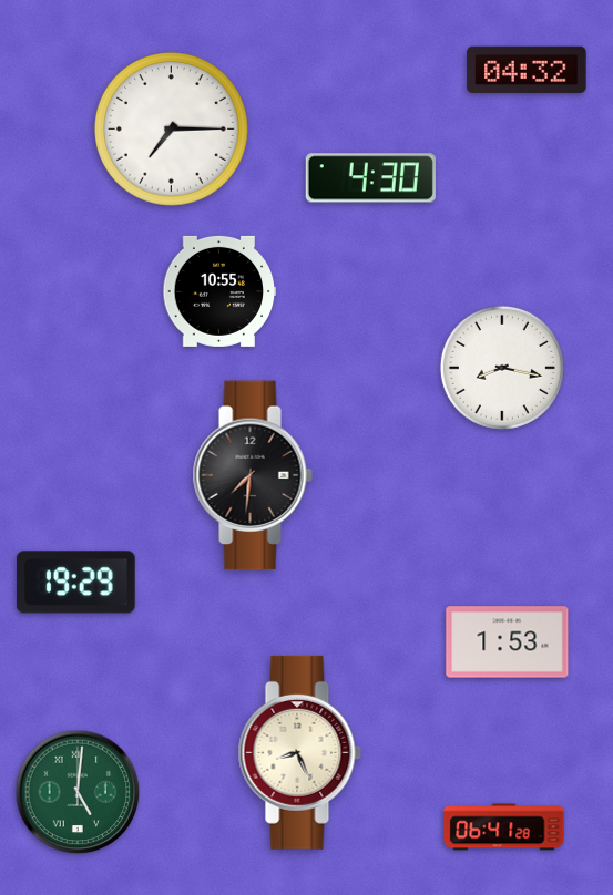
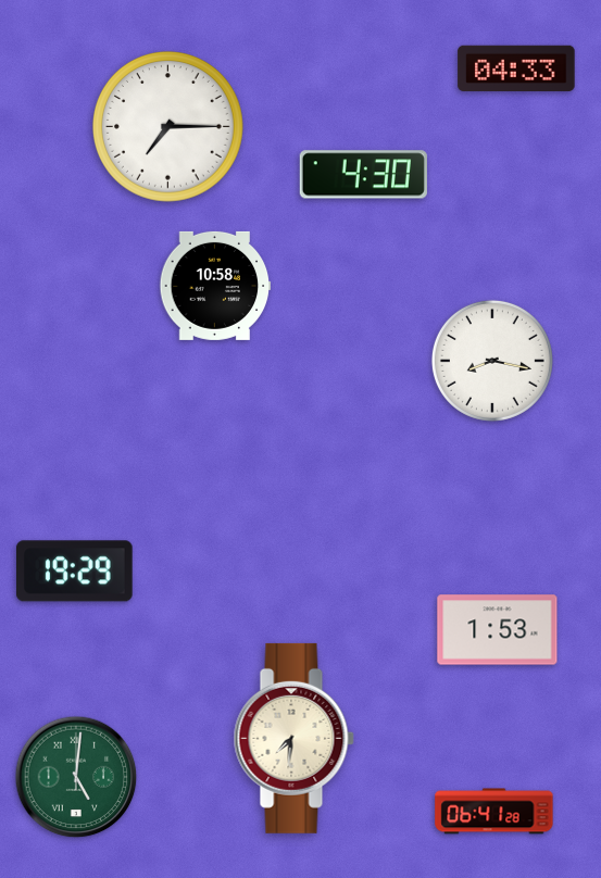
clock at (527, 69): 04:32 -> 04:33
clock at (219, 291): 10:55 -> 10:58
clock at (253, 475): 7:31 -> none
clock at (299, 752): 8:26 -> 7:31
